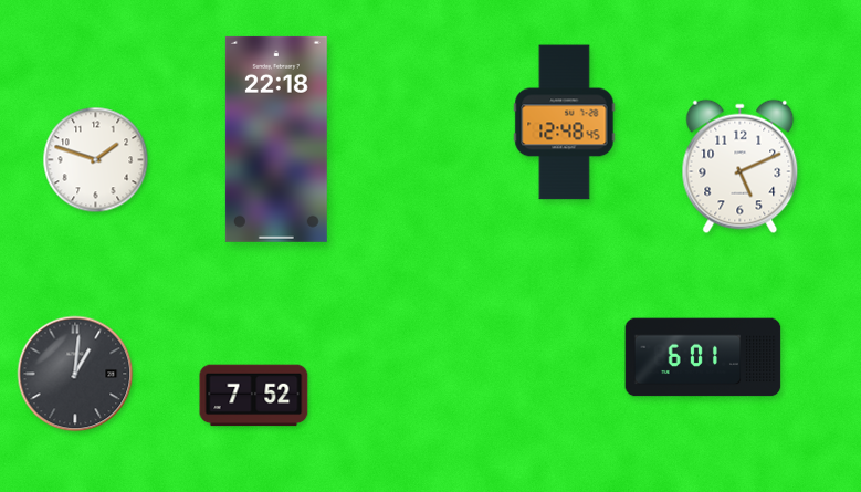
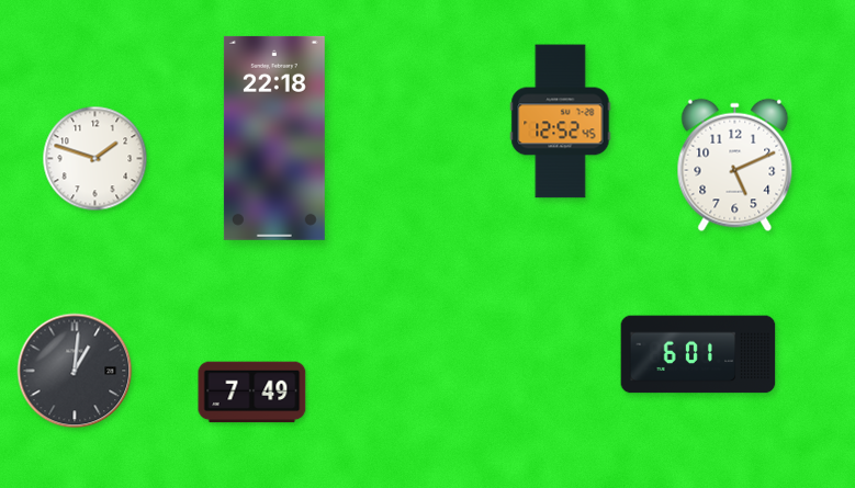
clock at (565, 123): 12:48 -> 12:52
clock at (254, 396): 7:52 -> 7:49
